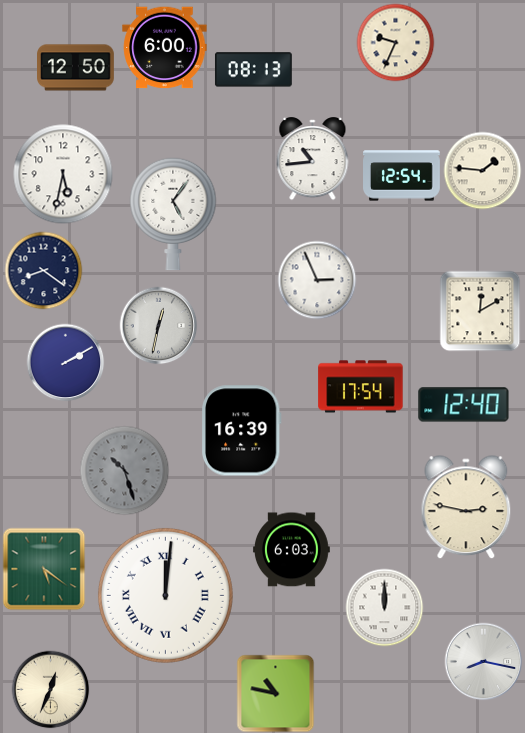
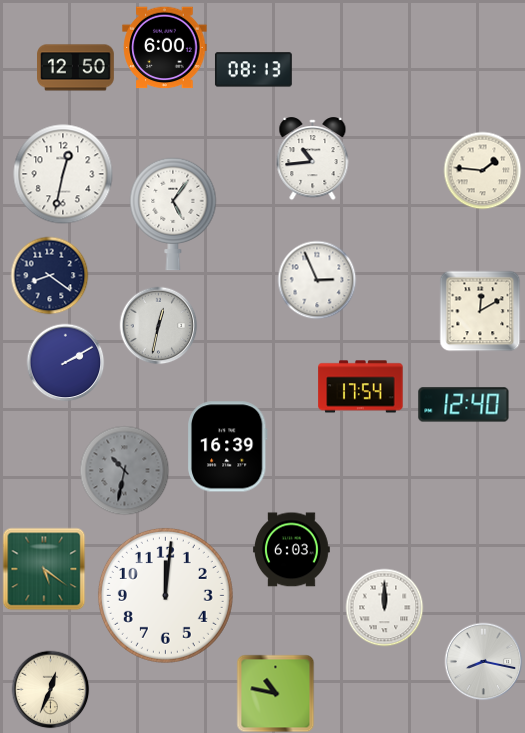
clock at (395, 42): 9:34 -> none
clock at (63, 174): 5:32 -> 12:32
clock at (402, 176): 12:54 -> none
clock at (43, 270) position: (43, 270) -> (49, 275)
clock at (241, 431) position: (241, 431) -> (227, 447)
clock at (124, 470): 10:27 -> 10:32
clock at (466, 507): 2:47 -> none
clock at (165, 595) numerals: Roman -> Arabic
